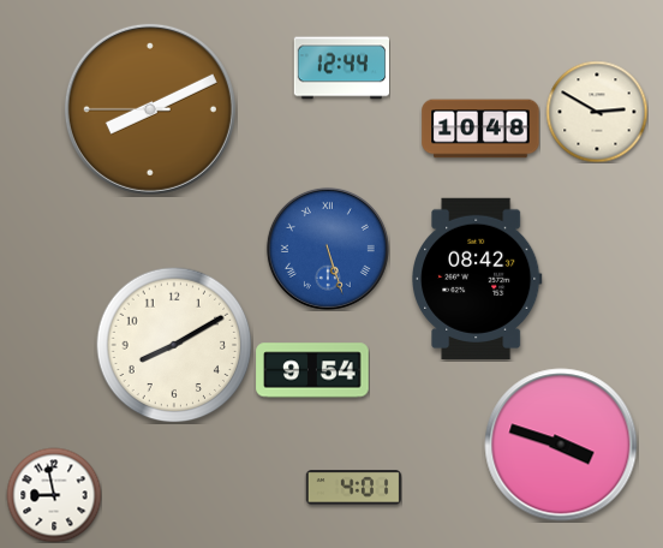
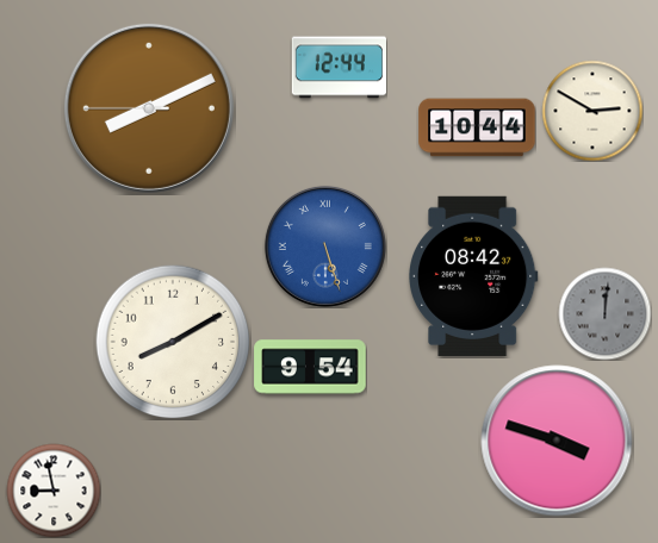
clock at (480, 129): 10:48 -> 10:44
clock at (604, 313): none -> 12:01
clock at (353, 488): 4:01 -> none
